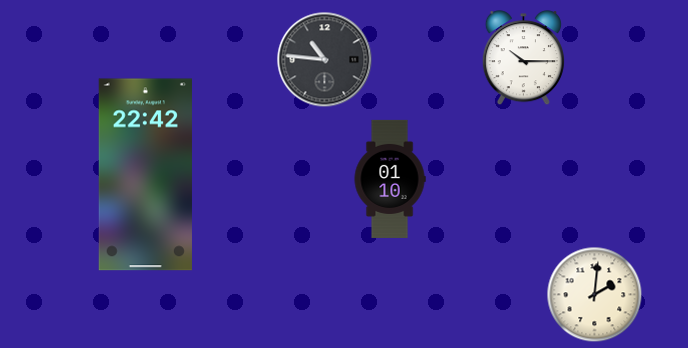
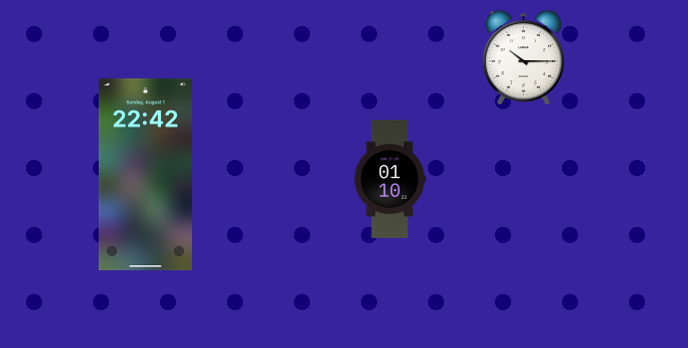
clock at (325, 60): 10:46 -> none
clock at (595, 295): 2:01 -> none
